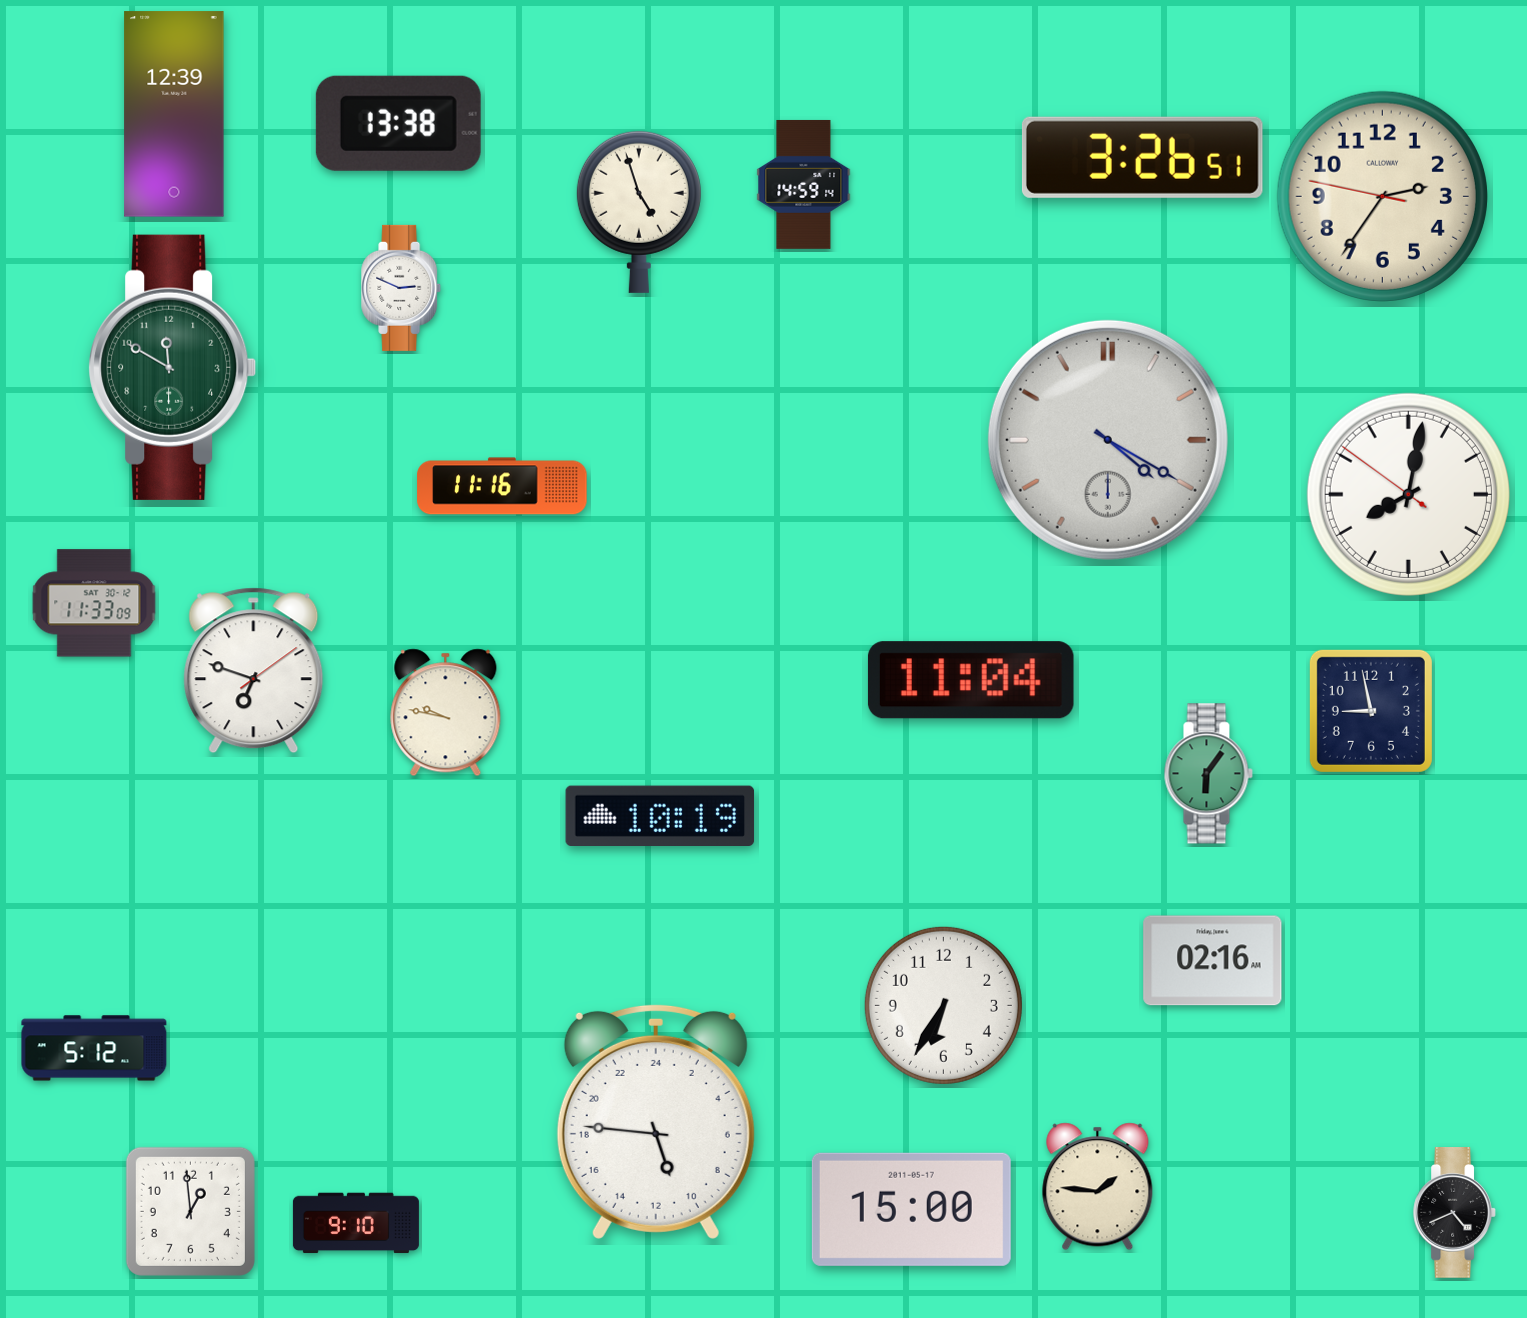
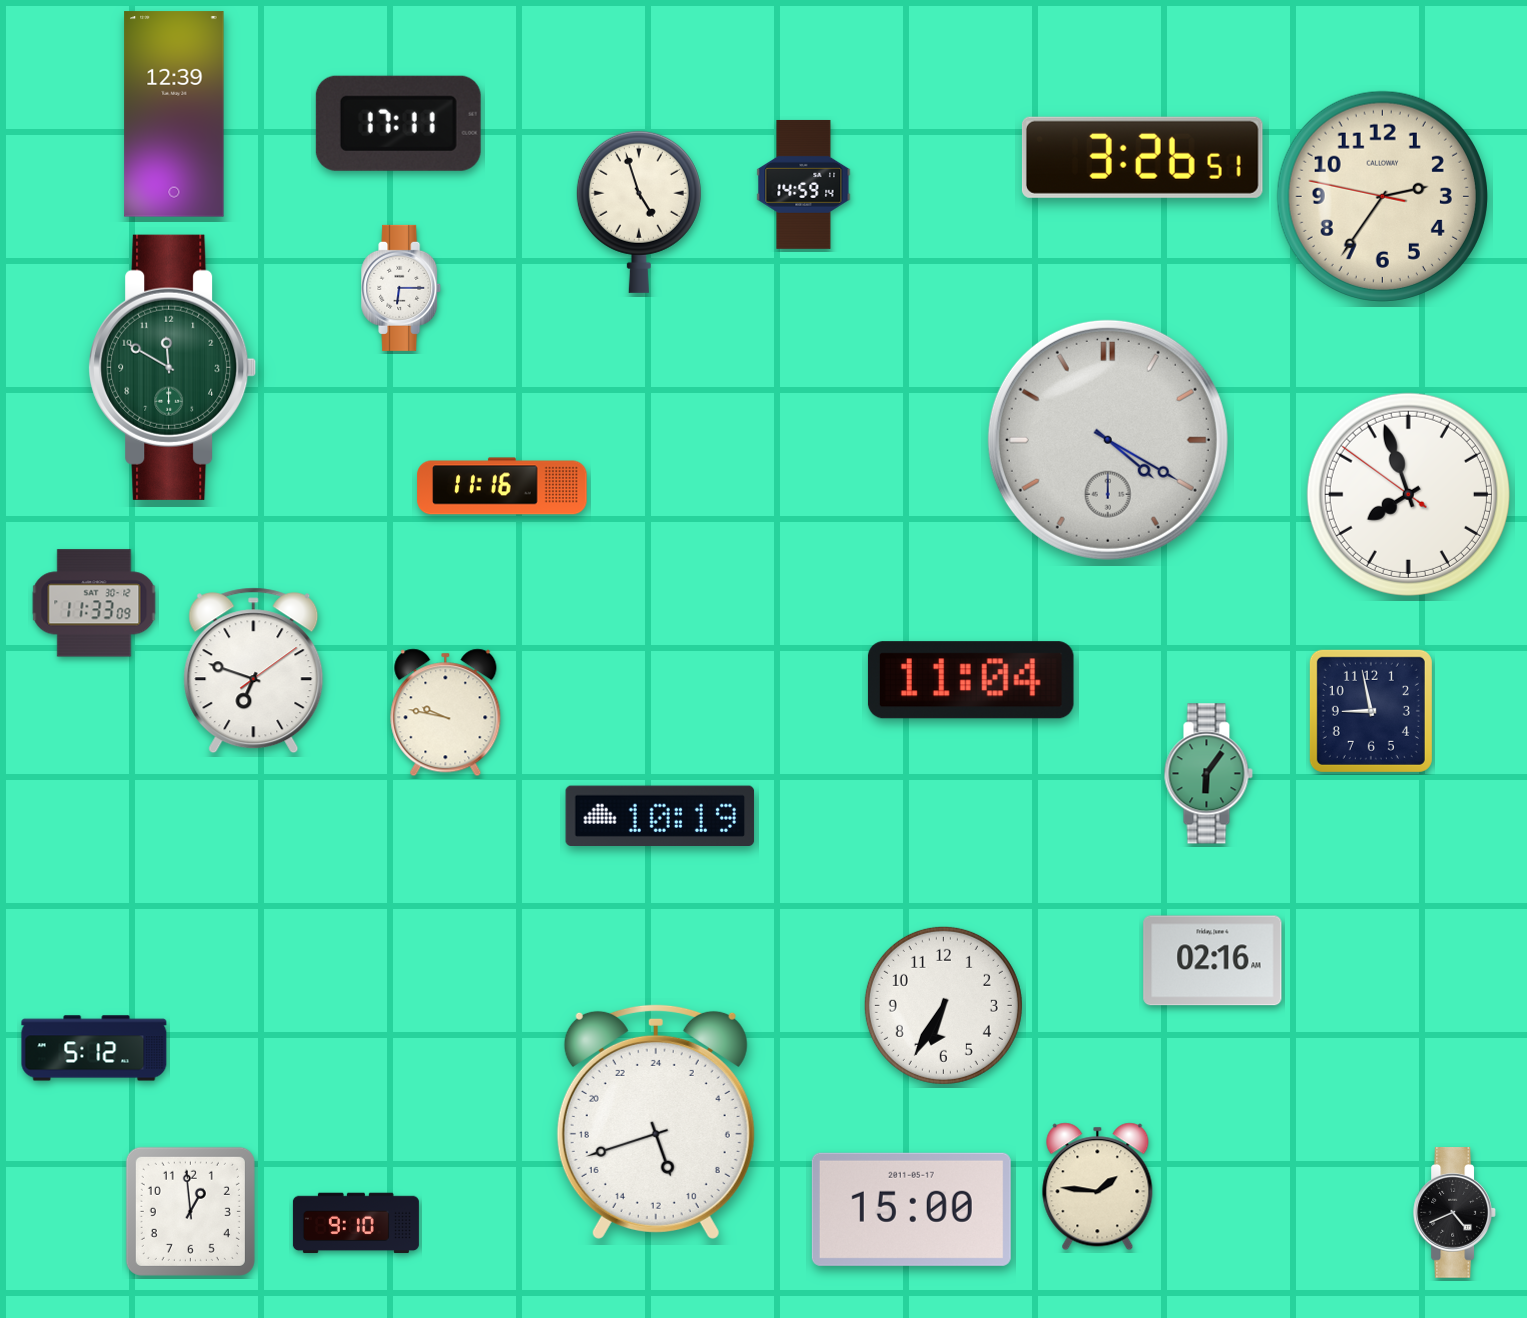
clock at (398, 123): 13:38 -> 17:11
clock at (402, 288): 2:49 -> 6:15
clock at (1408, 494): 8:01 -> 7:56
clock at (656, 1121): 10:46 -> 10:42
